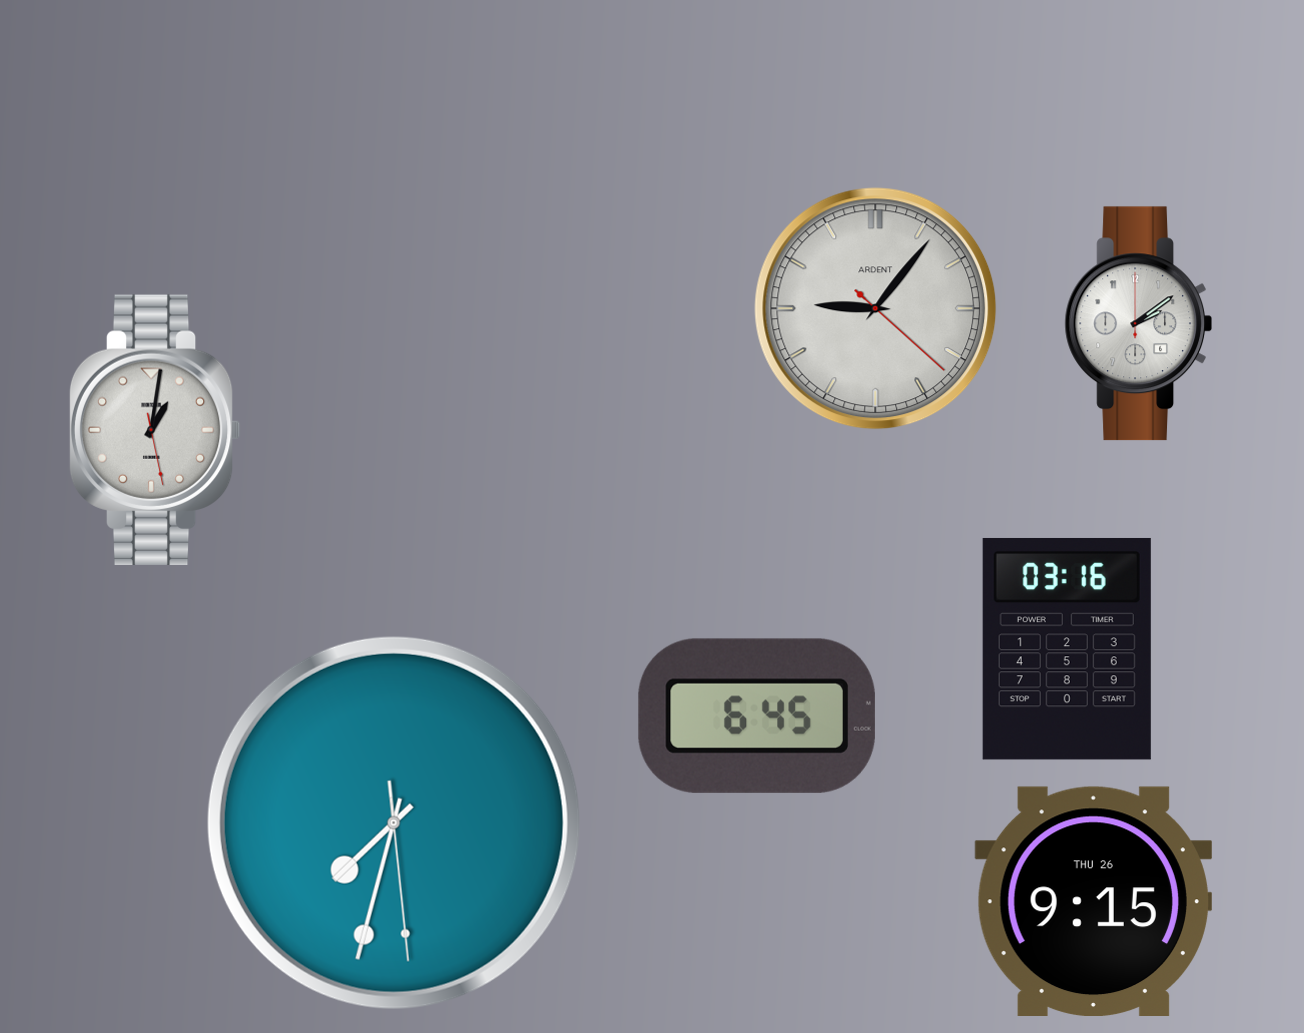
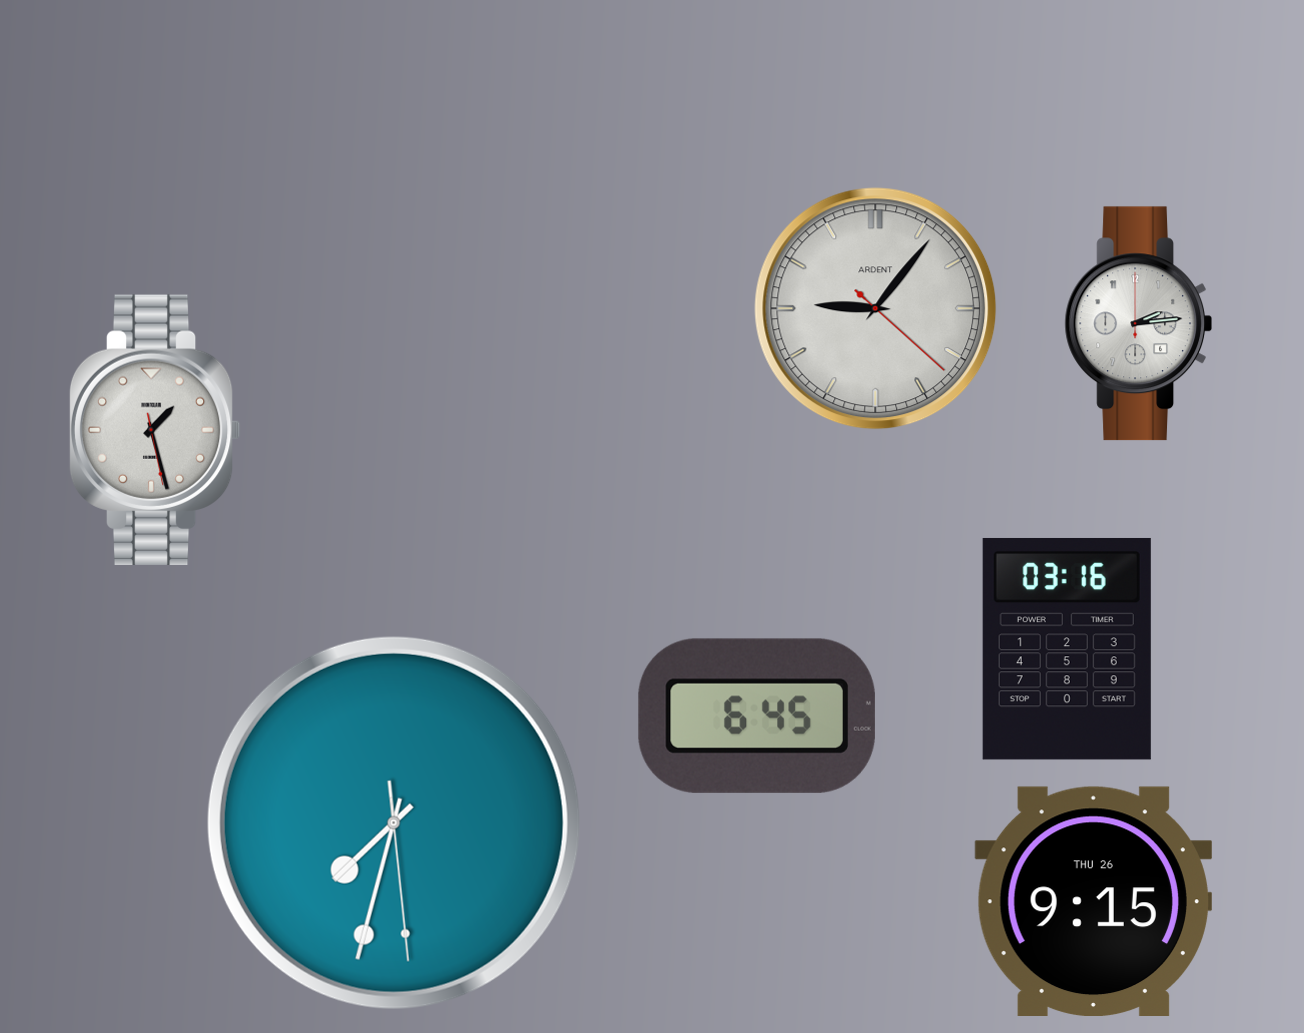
clock at (1138, 324): 2:09 -> 2:14
clock at (155, 430): 1:01 -> 1:27
